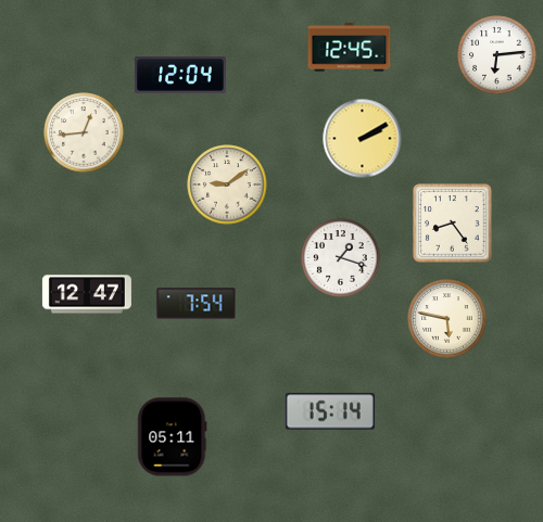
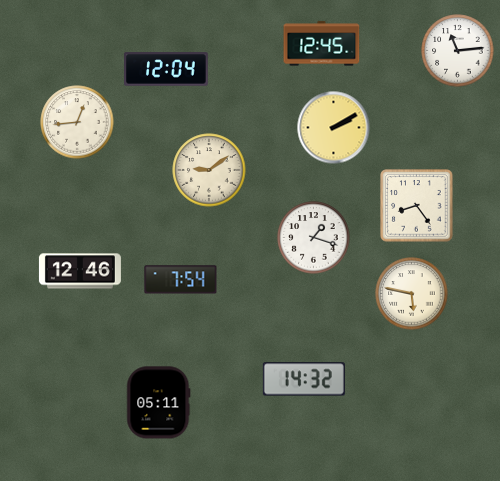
clock at (497, 55): 6:14 -> 11:14
clock at (87, 294): 12:47 -> 12:46
clock at (330, 411): 15:14 -> 14:32
